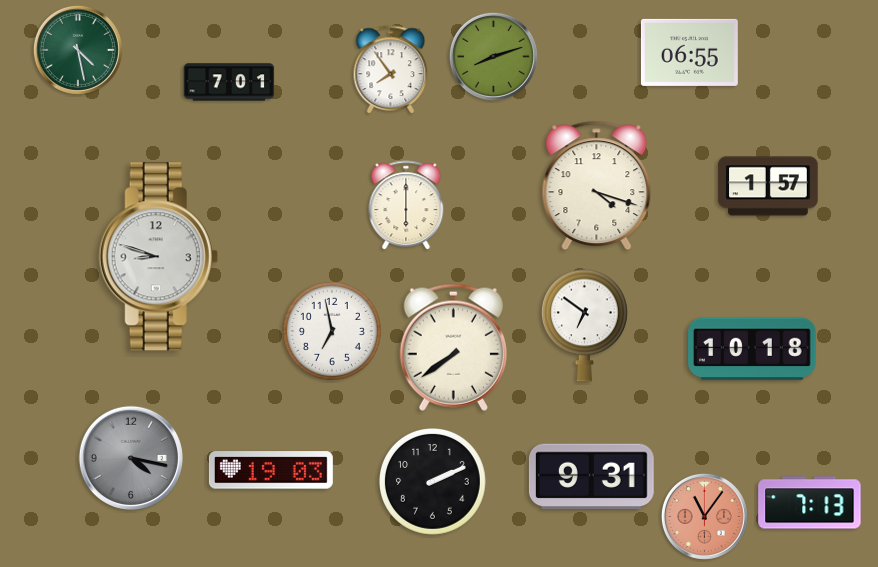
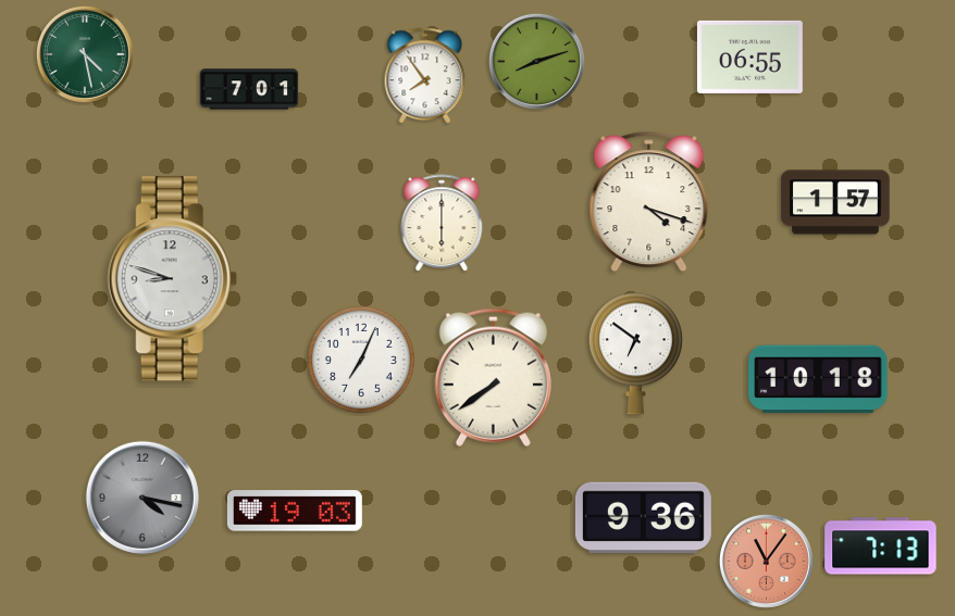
clock at (332, 331): 6:58 -> 7:04
clock at (591, 477): 9:31 -> 9:36
clock at (433, 482): 2:11 -> none
